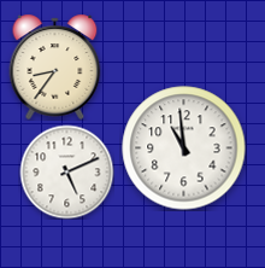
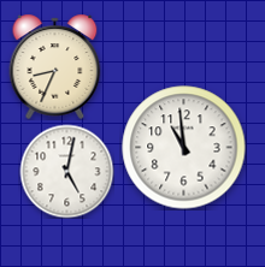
clock at (55, 66): 8:36 -> 8:34
clock at (66, 171): 5:11 -> 5:02
